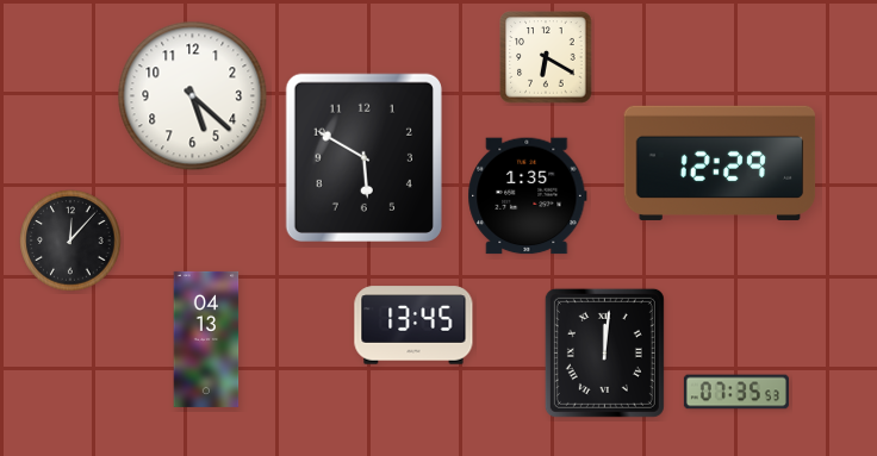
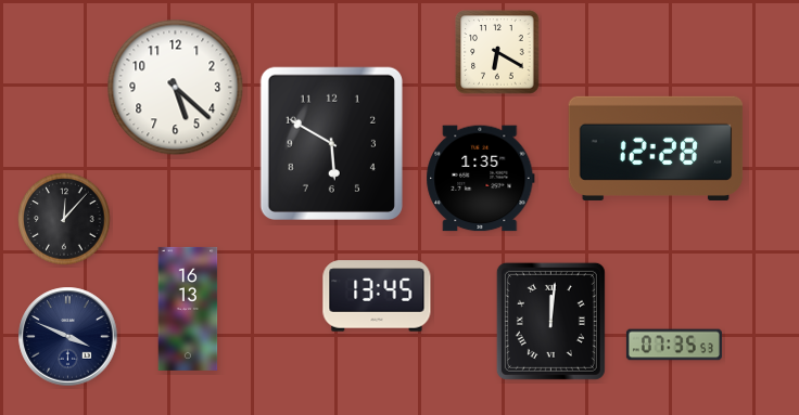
clock at (720, 163): 12:29 -> 12:28
clock at (206, 339): 04:13 -> 16:13
clock at (68, 337): none -> 3:49
clock at (736, 392) position: (736, 392) -> (674, 345)
